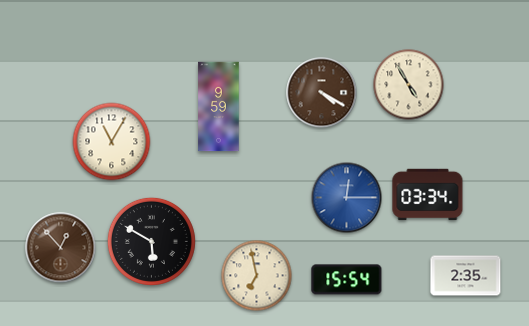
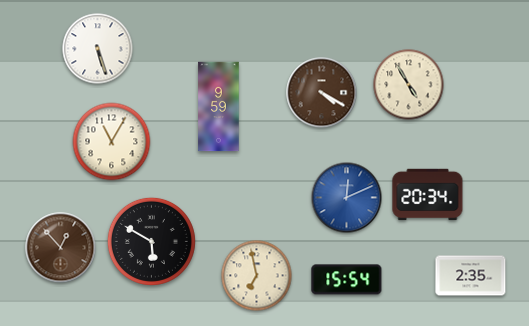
clock at (98, 49): none -> 5:27
clock at (428, 195): 03:34 -> 20:34
clock at (347, 198): 12:15 -> 12:11
clock at (466, 276) position: (466, 276) -> (471, 276)
